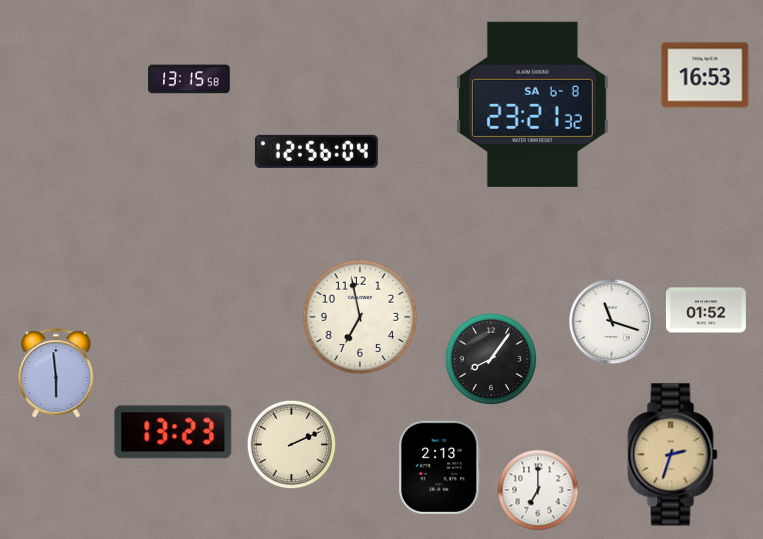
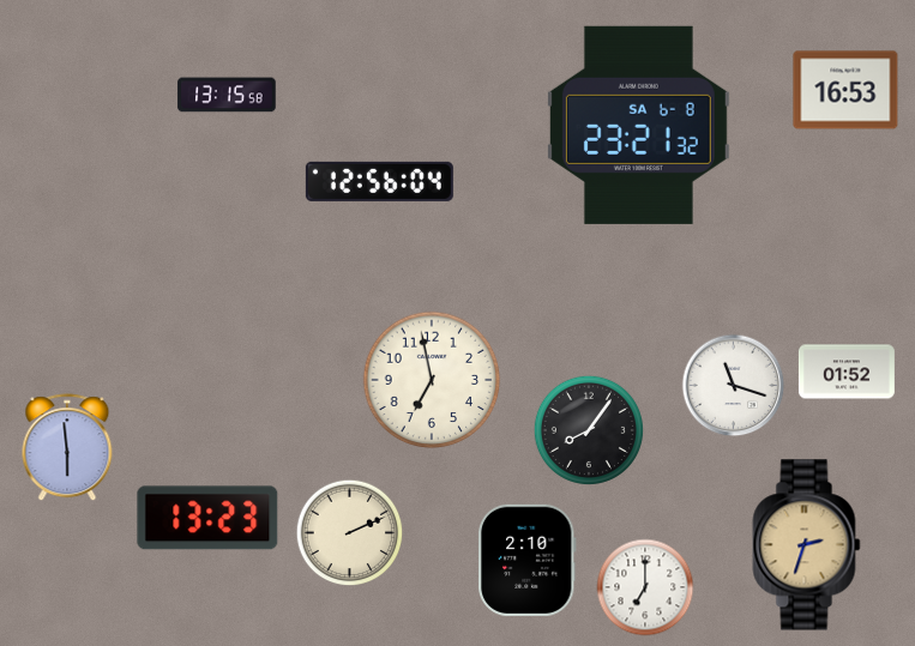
clock at (440, 467): 2:13 -> 2:10
